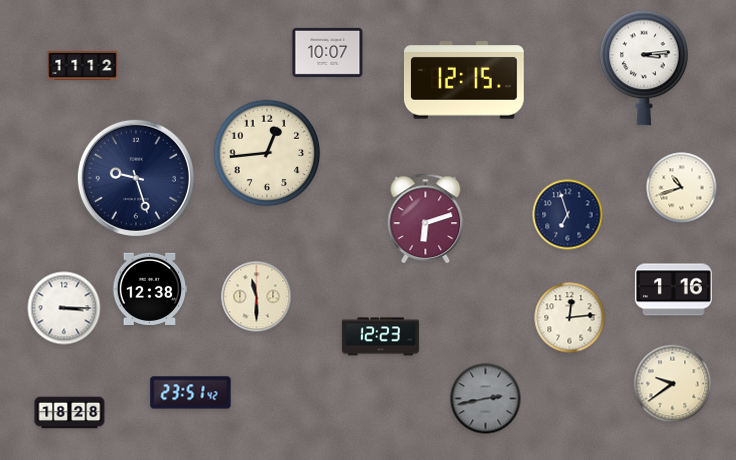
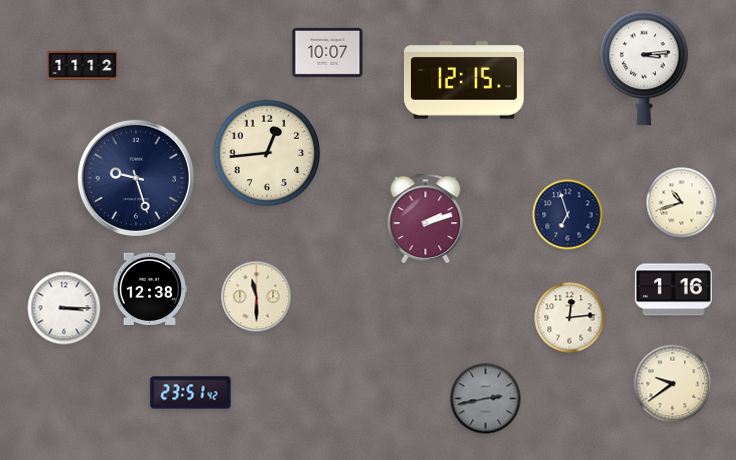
clock at (682, 188) position: (682, 188) -> (682, 203)
clock at (426, 218): 6:12 -> 2:12
clock at (380, 337): 12:23 -> none
clock at (70, 413): 18:28 -> none
